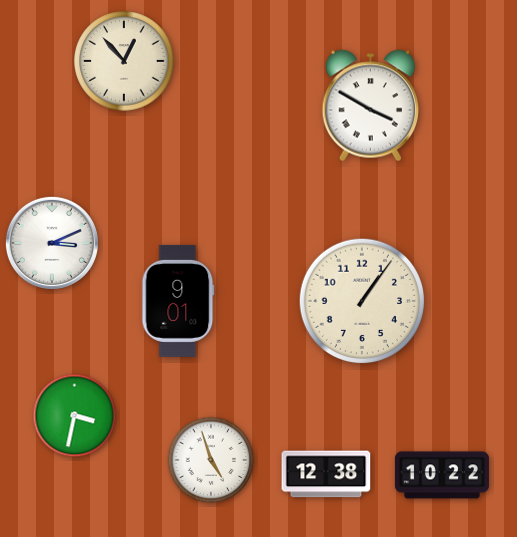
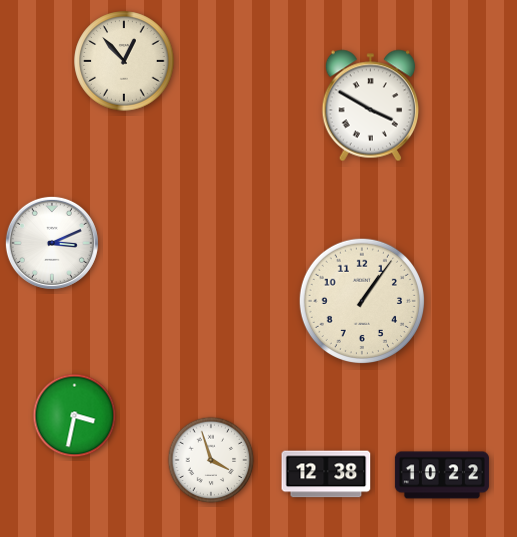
clock at (178, 301): 9:01 -> none
clock at (211, 460): 4:57 -> 3:57
